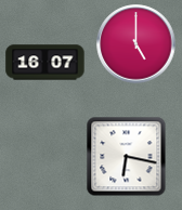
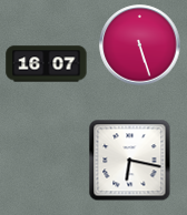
clock at (136, 44): 5:00 -> 5:27
